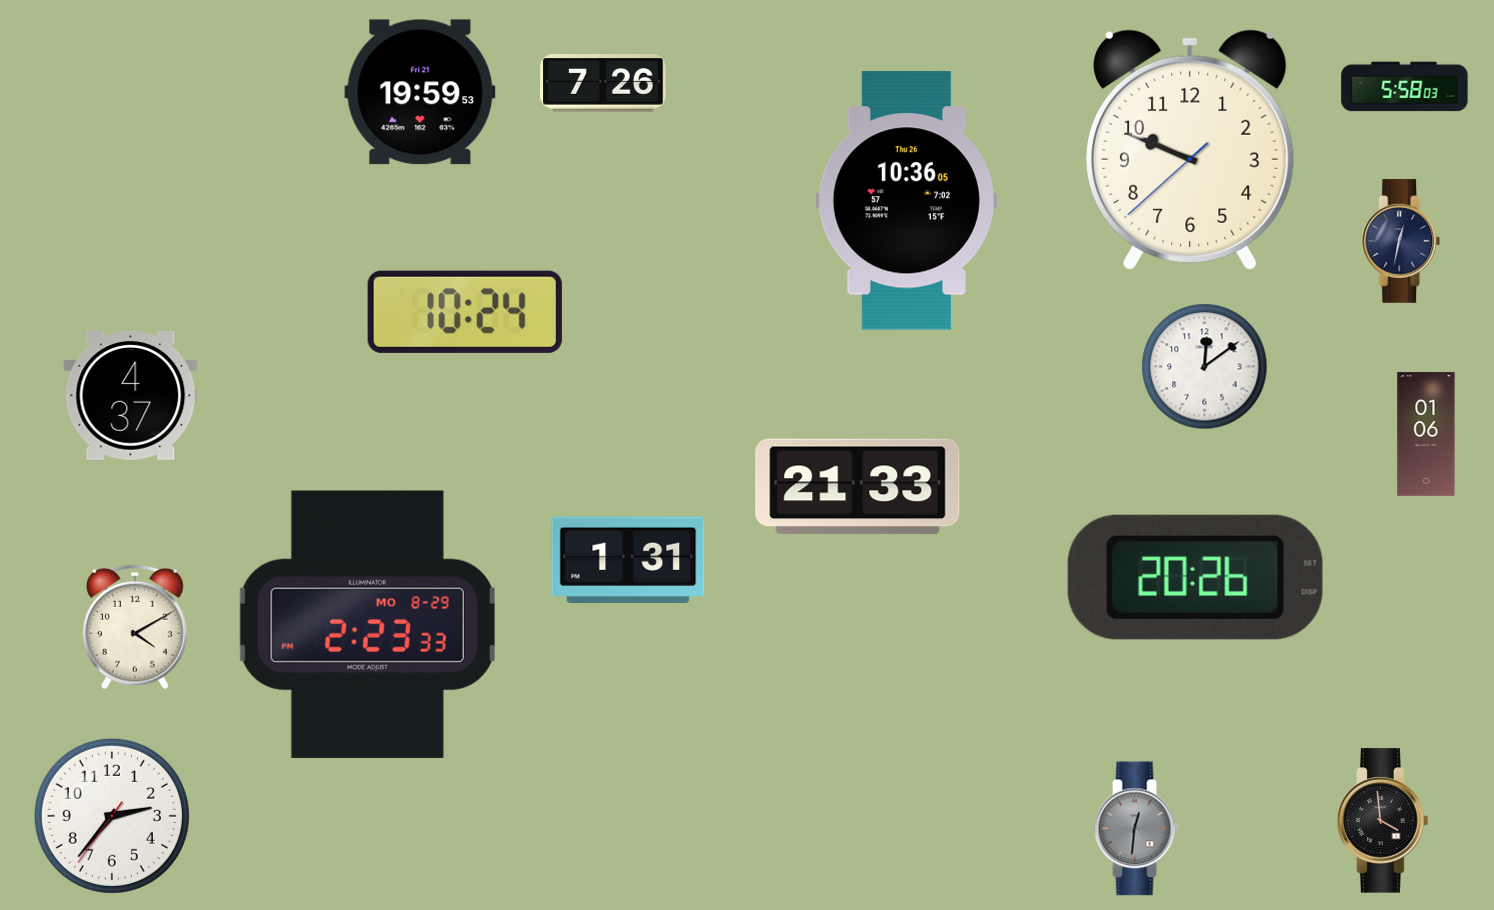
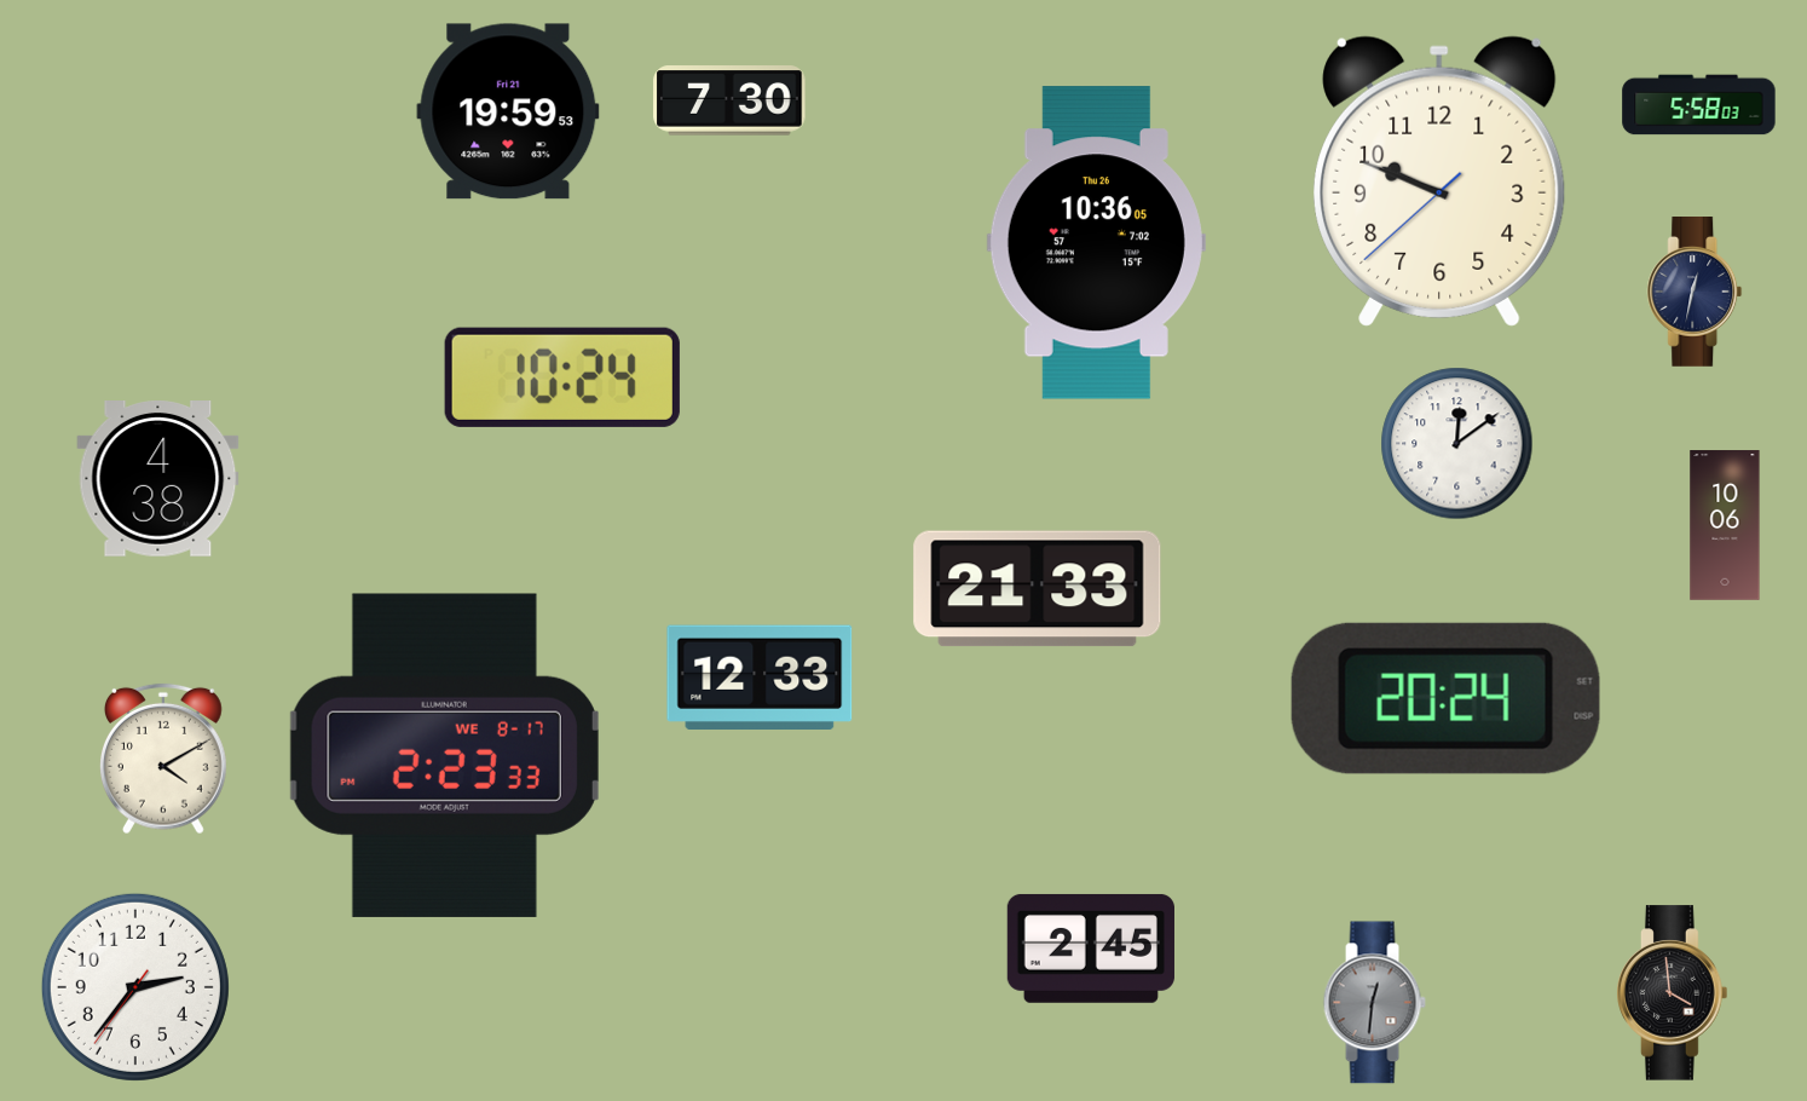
clock at (603, 83): 7:26 -> 7:30
clock at (131, 396): 4:37 -> 4:38
clock at (1426, 434): 01:06 -> 10:06
clock at (628, 559): 1:31 -> 12:33
clock at (1195, 577): 20:26 -> 20:24
clock at (367, 624) date: MO 8-29 -> WE 8-17
clock at (1091, 949): none -> 2:45
